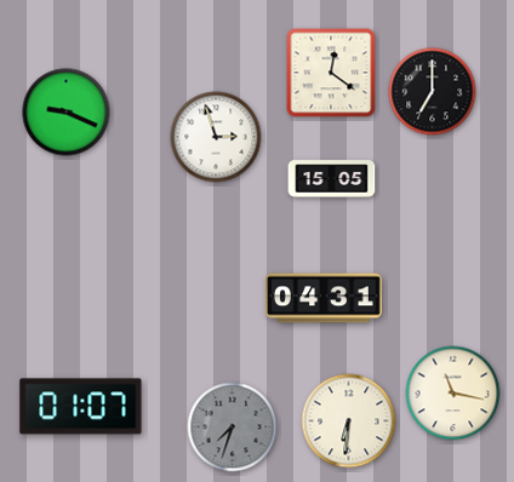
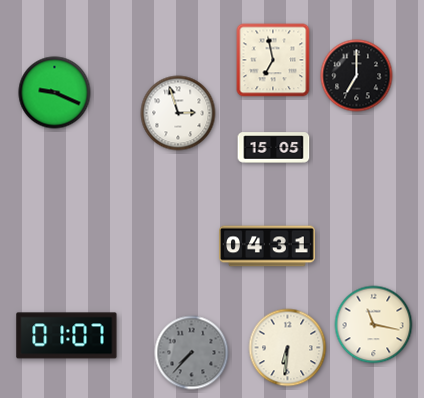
clock at (331, 73): 12:21 -> 6:58
clock at (233, 428): 7:33 -> 7:37
